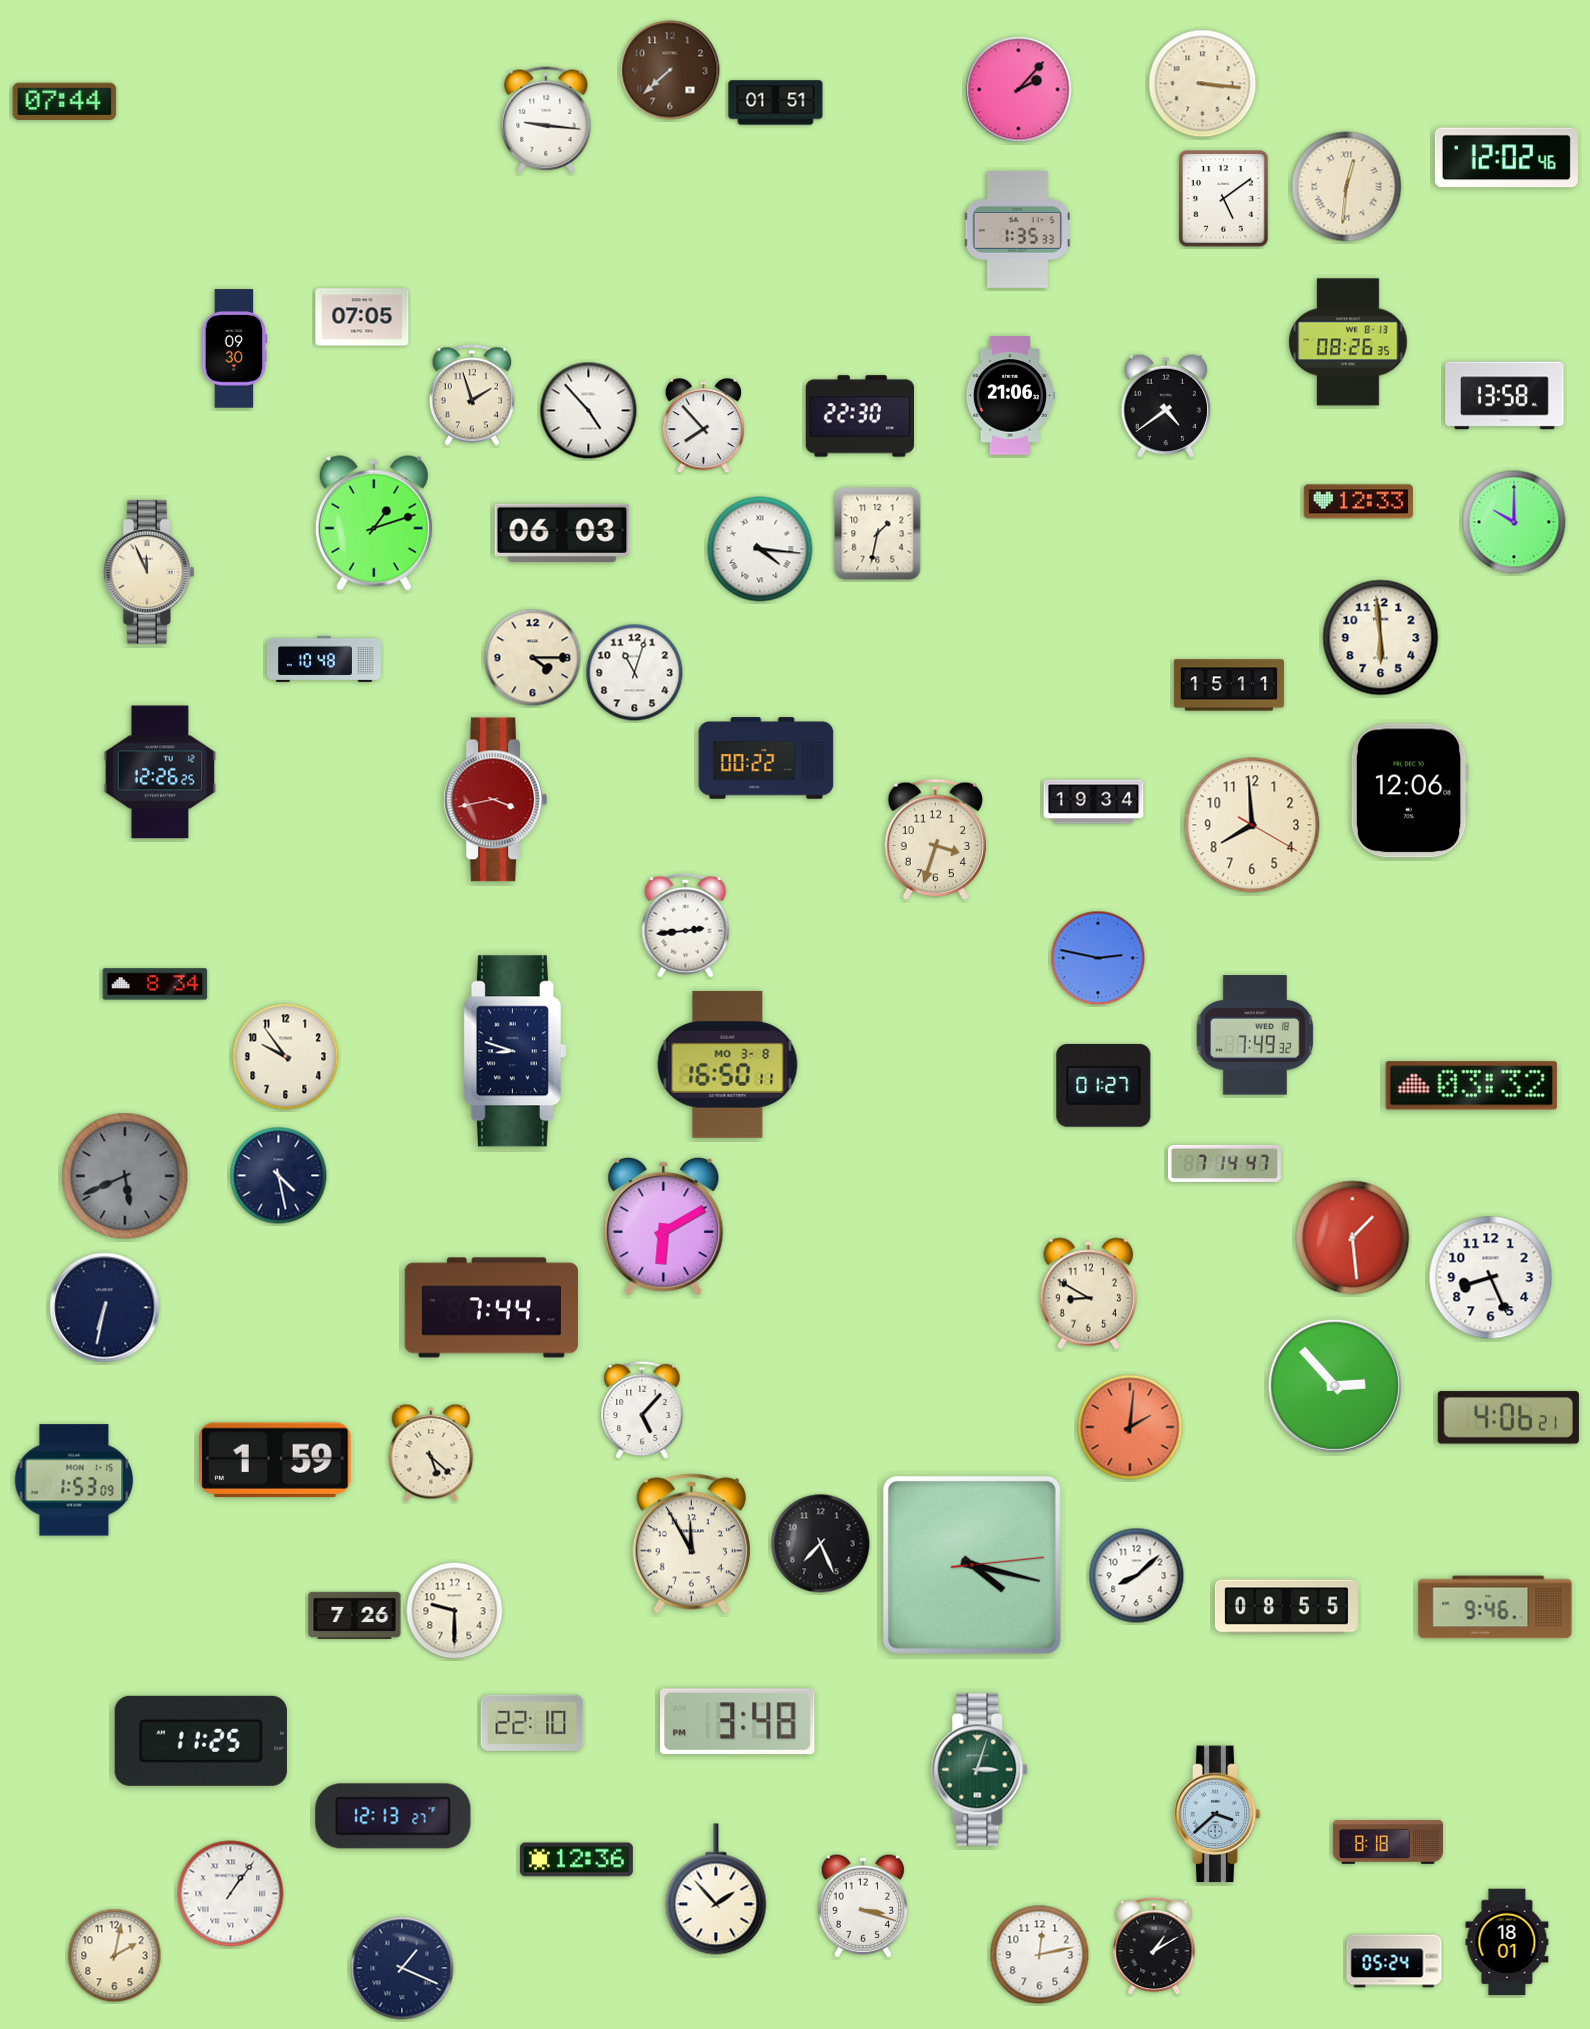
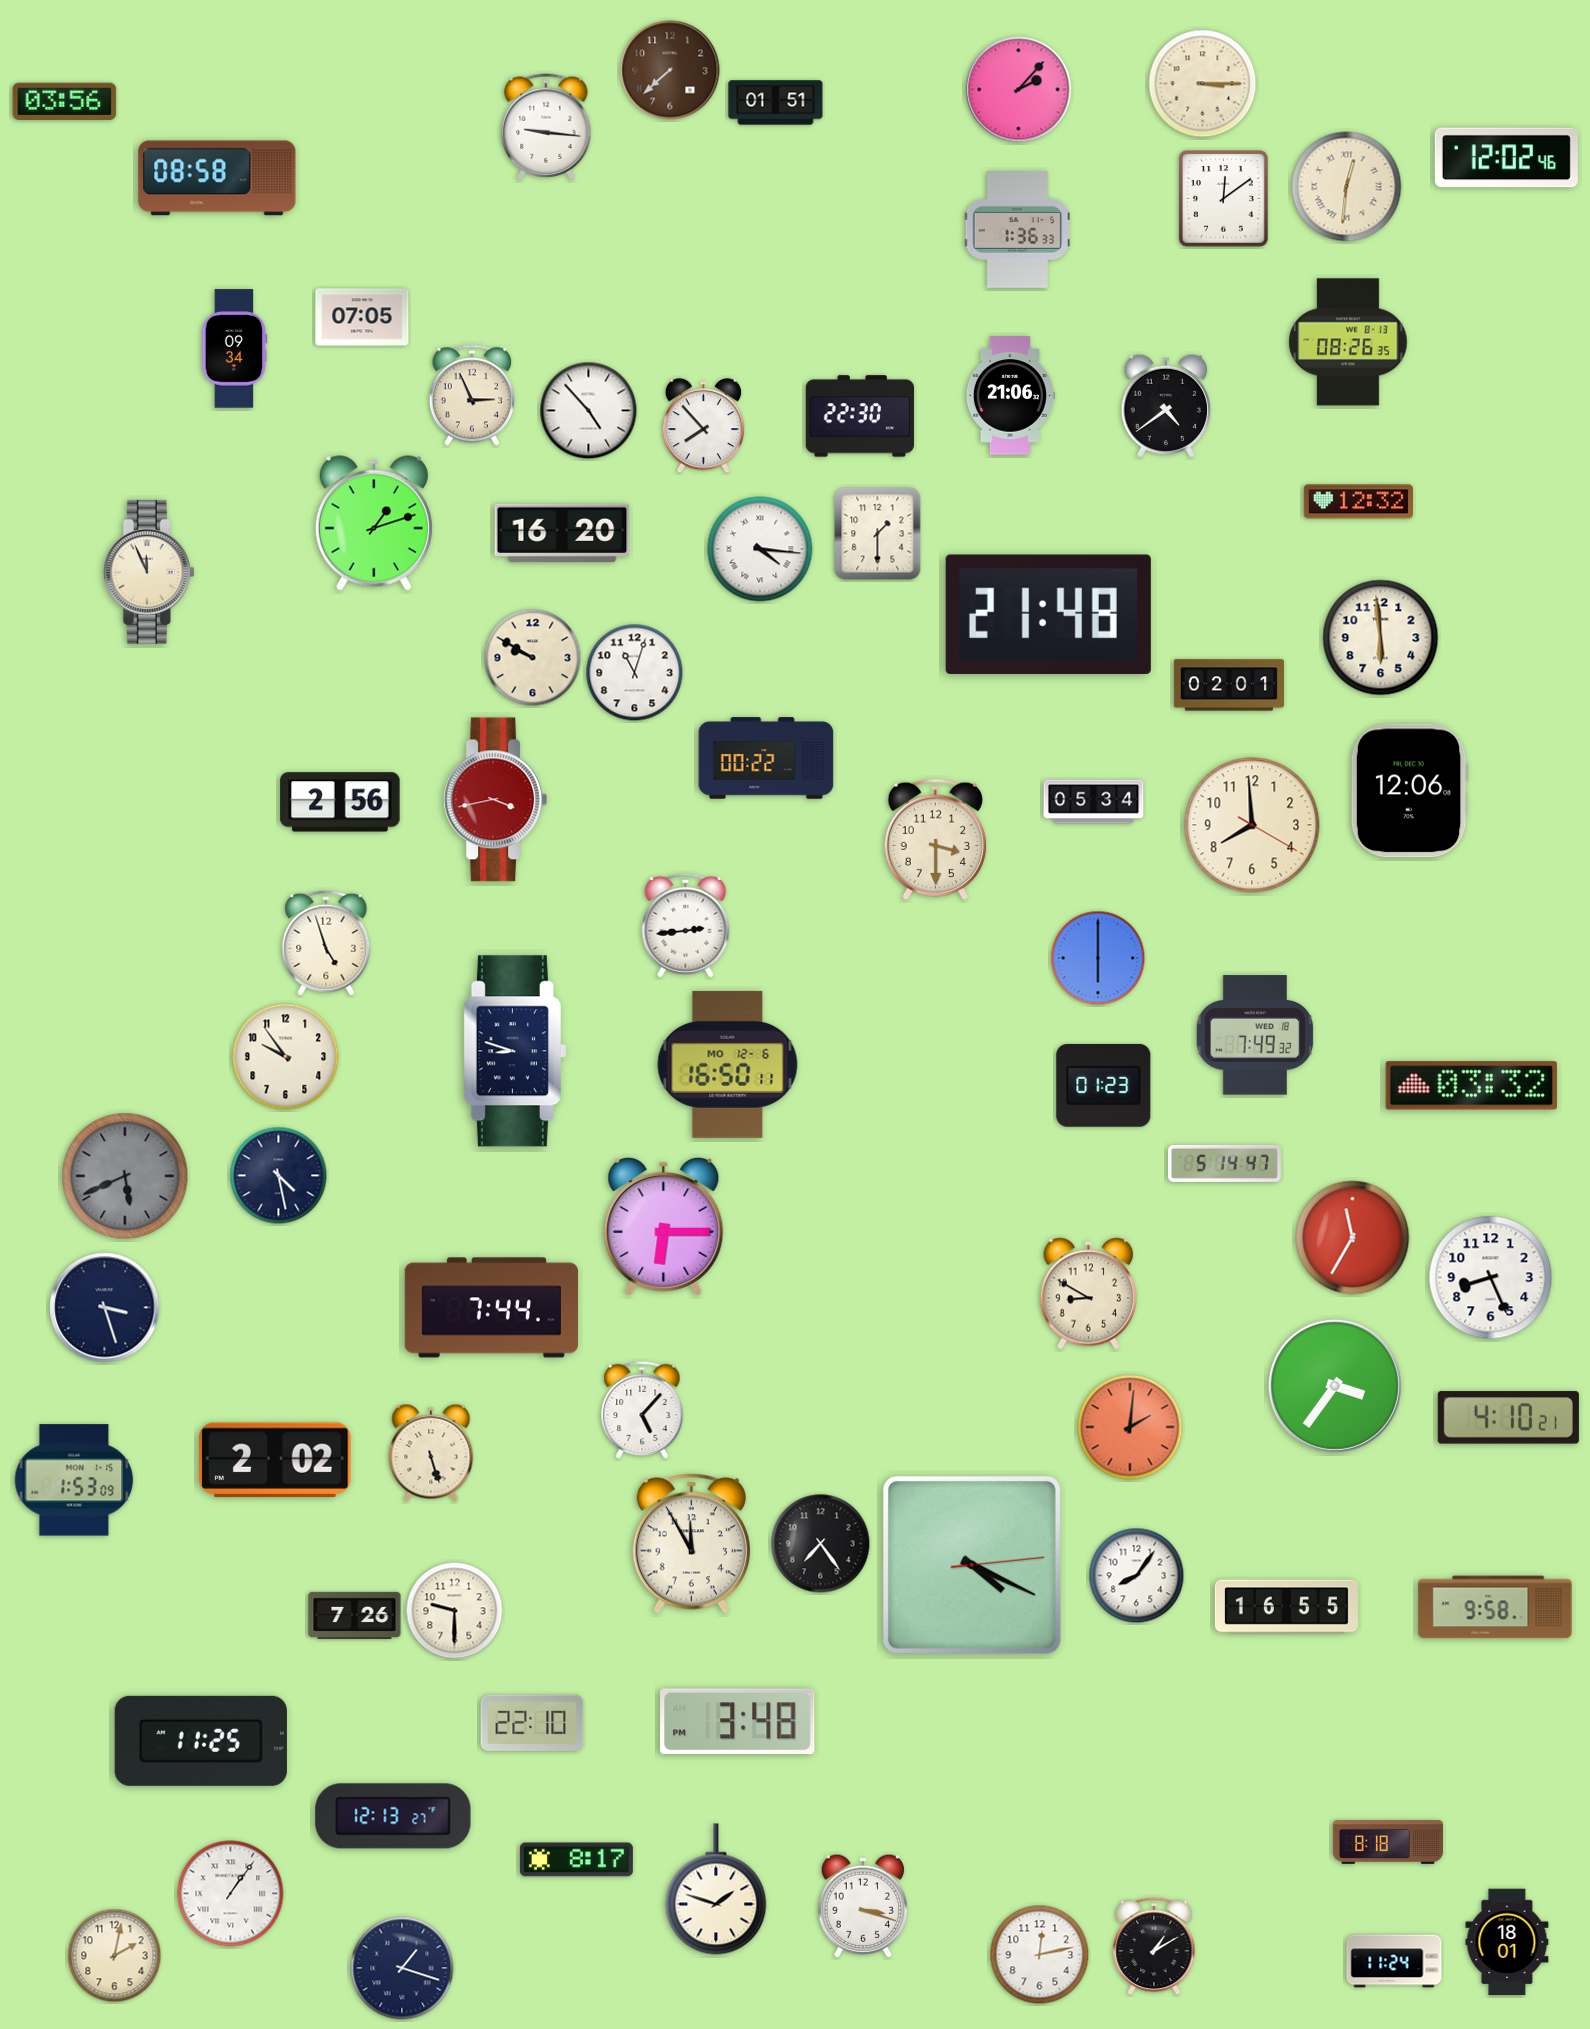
clock at (1203, 84): 3:16 -> 3:15
clock at (65, 101): 07:44 -> 03:56
clock at (546, 120) position: (546, 120) -> (546, 127)
clock at (217, 178): none -> 08:58
clock at (1224, 199): 5:09 -> 12:09
clock at (1017, 230): 1:35 -> 1:36
clock at (235, 349): 09:30 -> 09:34
clock at (472, 395): 1:57 -> 2:56
clock at (1505, 396): 13:58 -> none
clock at (1358, 502): 12:33 -> 12:32
clock at (1514, 522): 10:00 -> none
clock at (562, 533): 06:03 -> 16:20
clock at (878, 534): 1:32 -> 1:30
clock at (1048, 614): none -> 21:48
clock at (533, 658): 4:15 -> 9:50
clock at (324, 659): 10:48 -> none
clock at (1229, 685): 15:11 -> 02:01
clock at (160, 772): 12:26 -> none
clock at (340, 802): none -> 2:56
clock at (1094, 802): 19:34 -> 05:34
clock at (935, 840): 3:33 -> 3:30
clock at (326, 943): none -> 4:57
clock at (1098, 958): 2:47 -> 6:00
clock at (155, 984): 8:34 -> none
clock at (728, 1064) date: MO 3-8 -> MO 12-6
clock at (1104, 1085): 01:27 -> 01:23
clock at (1224, 1163): 7:14 -> 5:14
clock at (664, 1226): 6:10 -> 6:15
clock at (1353, 1238): 1:29 -> 11:35
clock at (105, 1308): 6:32 -> 3:27
clock at (1335, 1386): 2:53 -> 3:36
clock at (1508, 1418): 4:06 -> 4:10
clock at (431, 1453): 5:22 -> 5:27
clock at (275, 1460): 1:59 -> 2:02
clock at (821, 1544): 7:26 -> 7:24
clock at (972, 1565): 4:17 -> 4:19
clock at (1137, 1576): 8:08 -> 8:06
clock at (1286, 1607): 08:55 -> 16:55
clock at (1495, 1607): 9:46 -> 9:58
clock at (980, 1770): 3:03 -> none
clock at (1217, 1814): 3:38 -> none
clock at (576, 1860): 12:36 -> 8:17
clock at (716, 1889): 1:53 -> 1:48
clock at (1394, 1961): 05:24 -> 11:24
clock at (402, 1968): 1:19 -> 1:18
